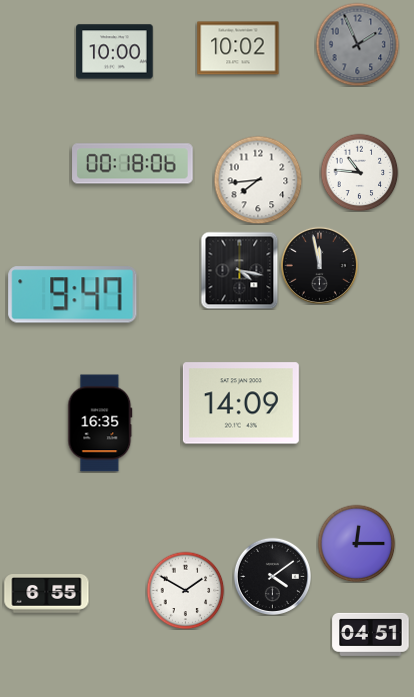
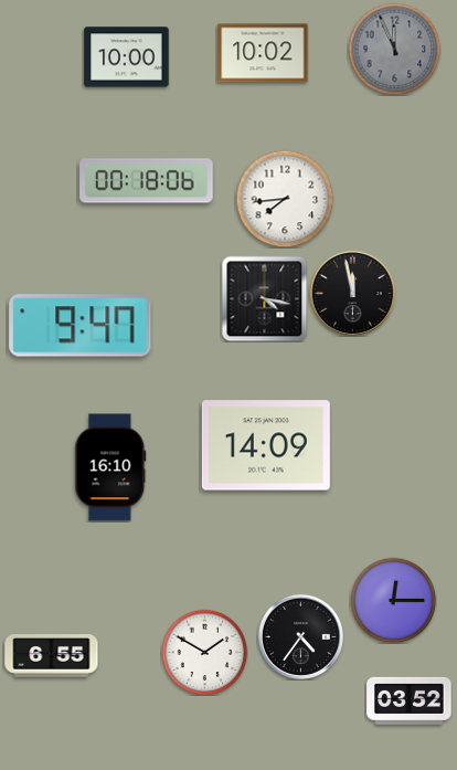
clock at (357, 44): 1:56 -> 11:56
clock at (359, 172): 10:46 -> none
clock at (100, 423): 16:35 -> 16:10
clock at (272, 576): 4:09 -> 4:36
clock at (371, 634): 04:51 -> 03:52
